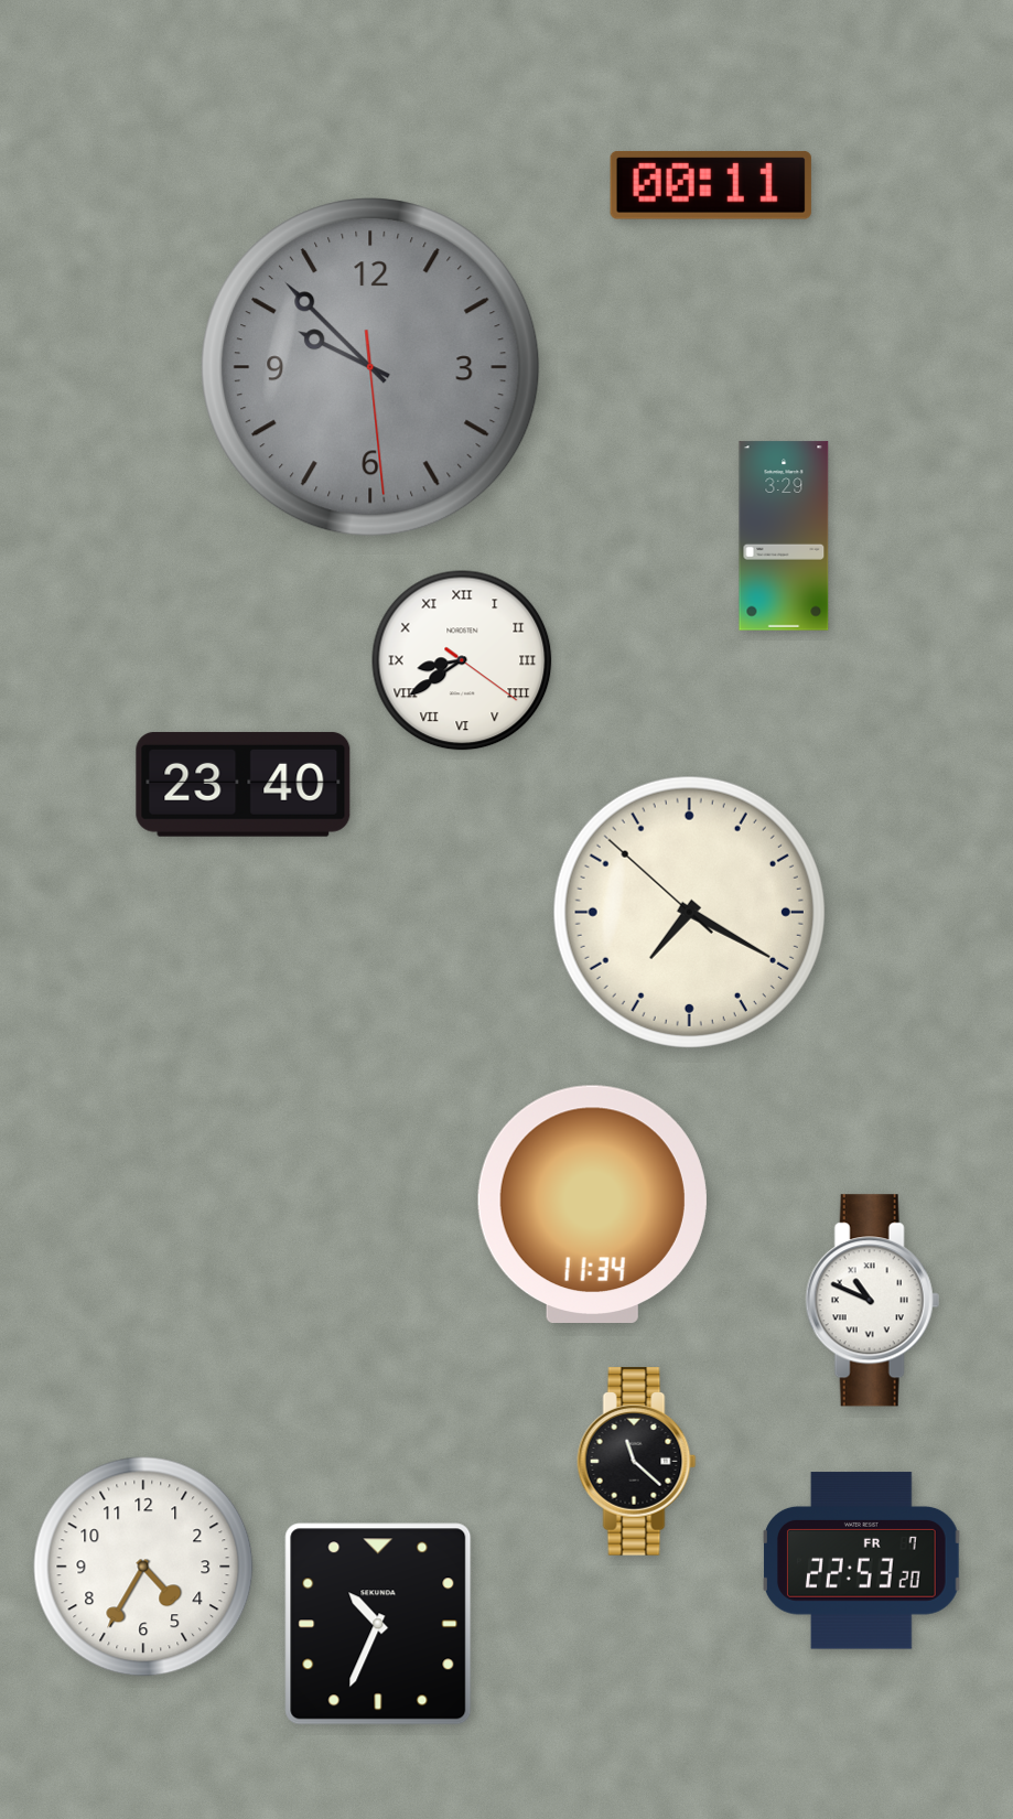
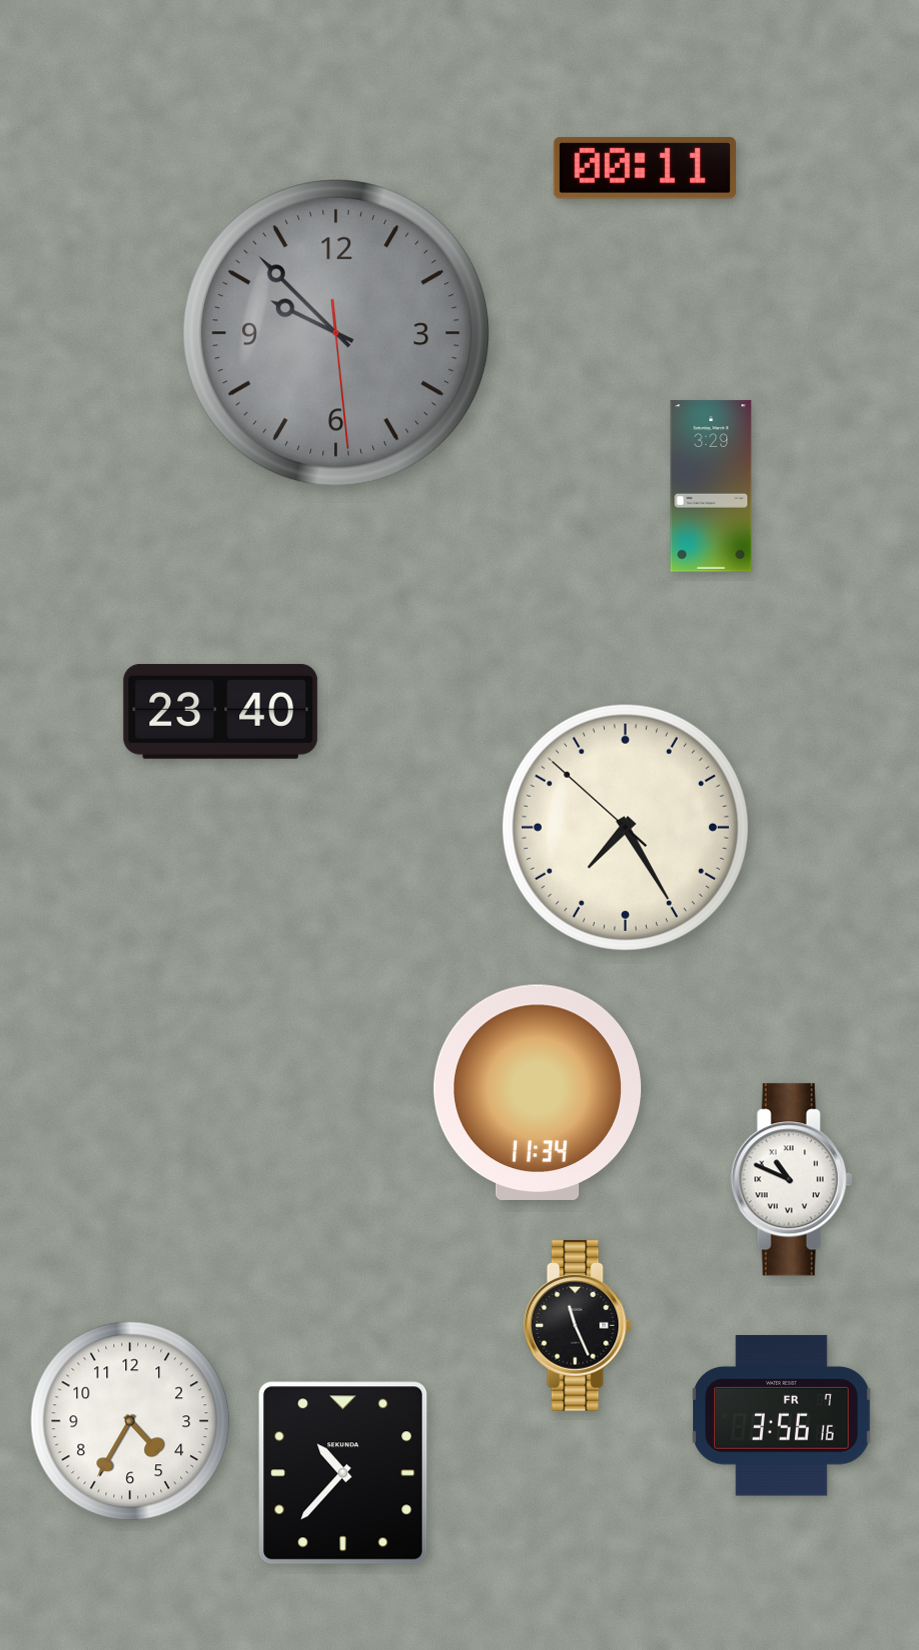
clock at (462, 660): 8:39 -> none
clock at (689, 912): 7:19 -> 7:24
clock at (637, 1462): 11:22 -> 11:26
clock at (862, 1561): 22:53 -> 3:56
clock at (378, 1624): 10:34 -> 10:37
